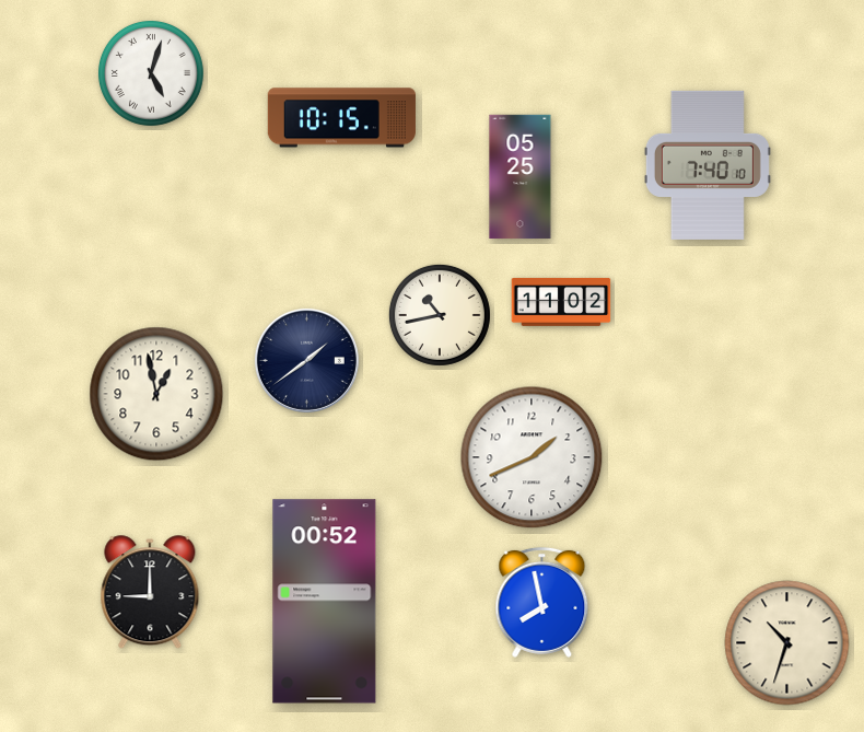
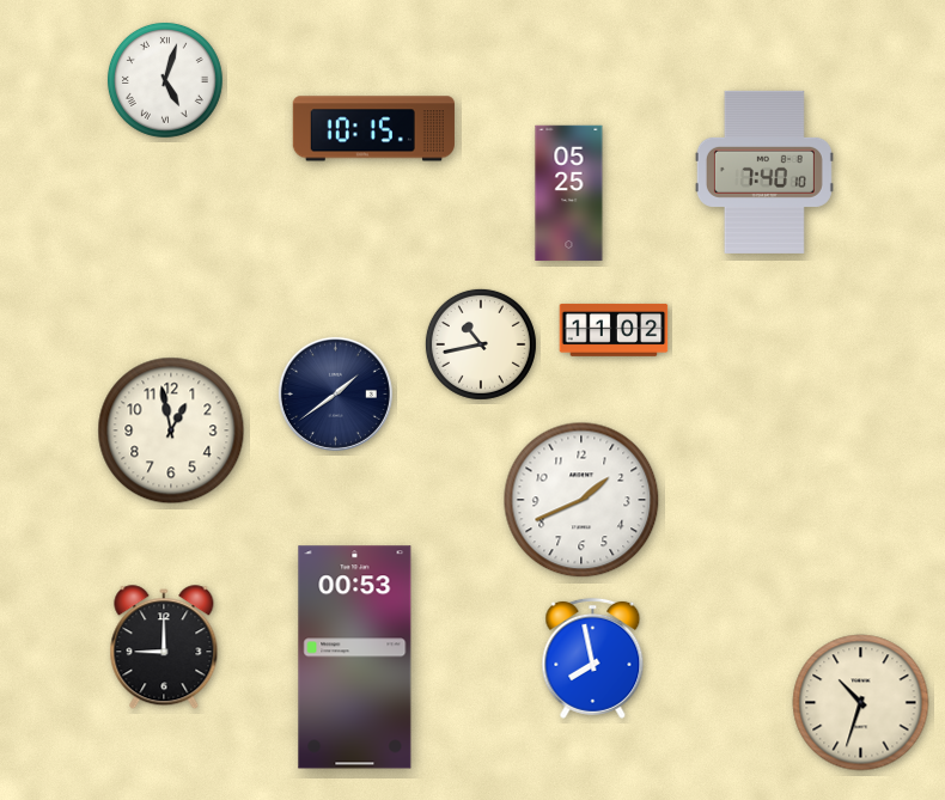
clock at (708, 165) position: (708, 165) -> (764, 172)
clock at (325, 602): 00:52 -> 00:53
